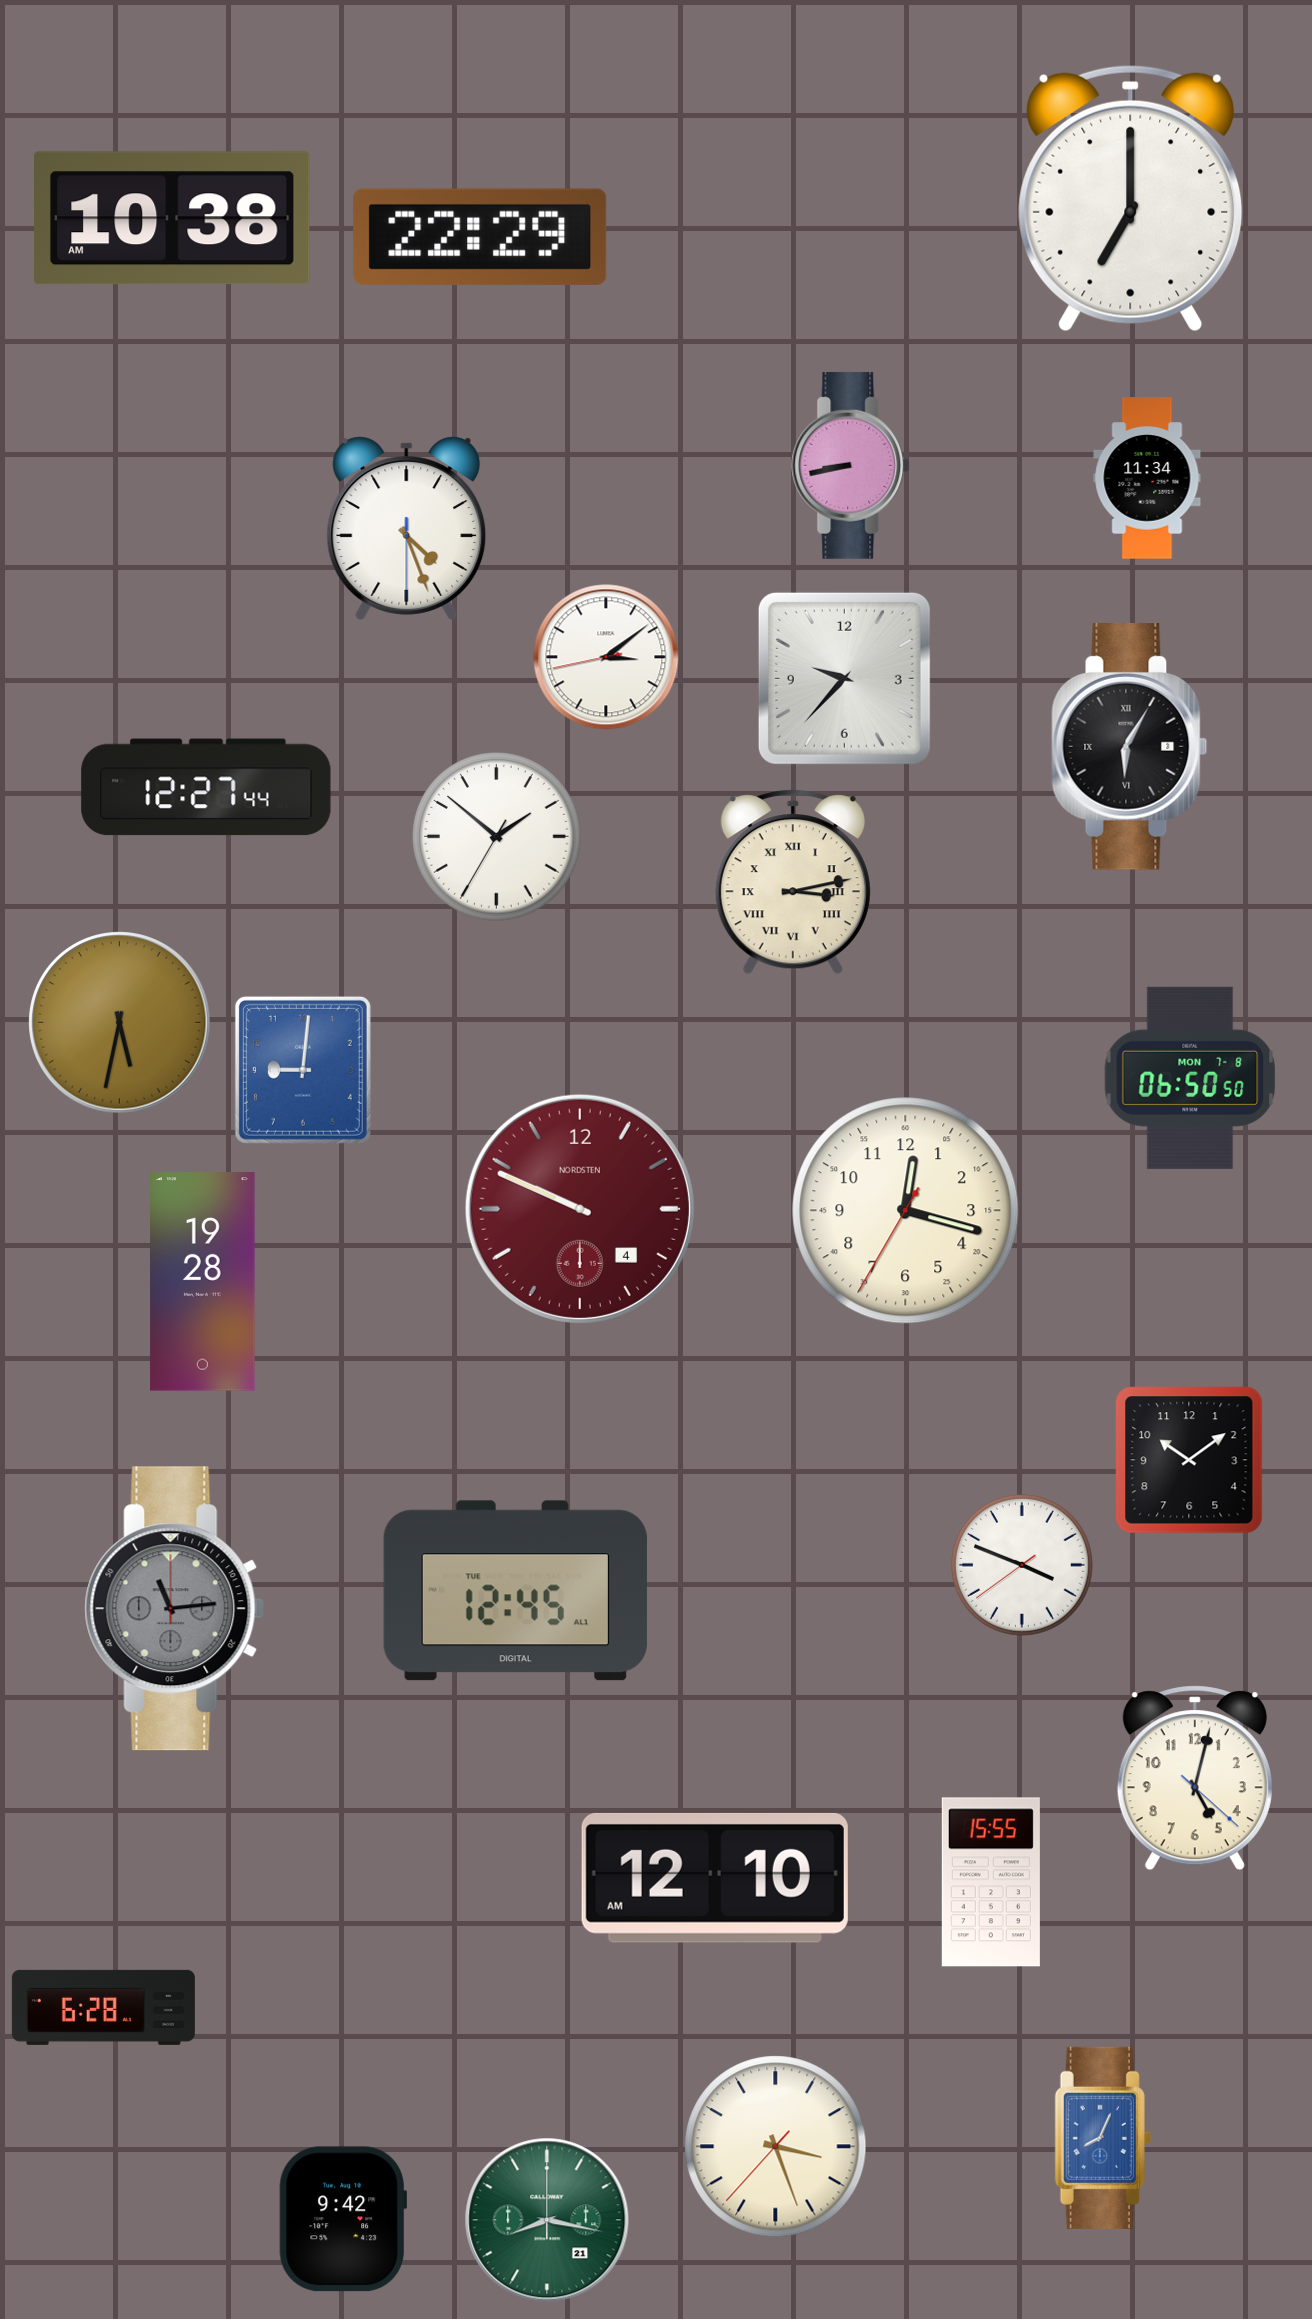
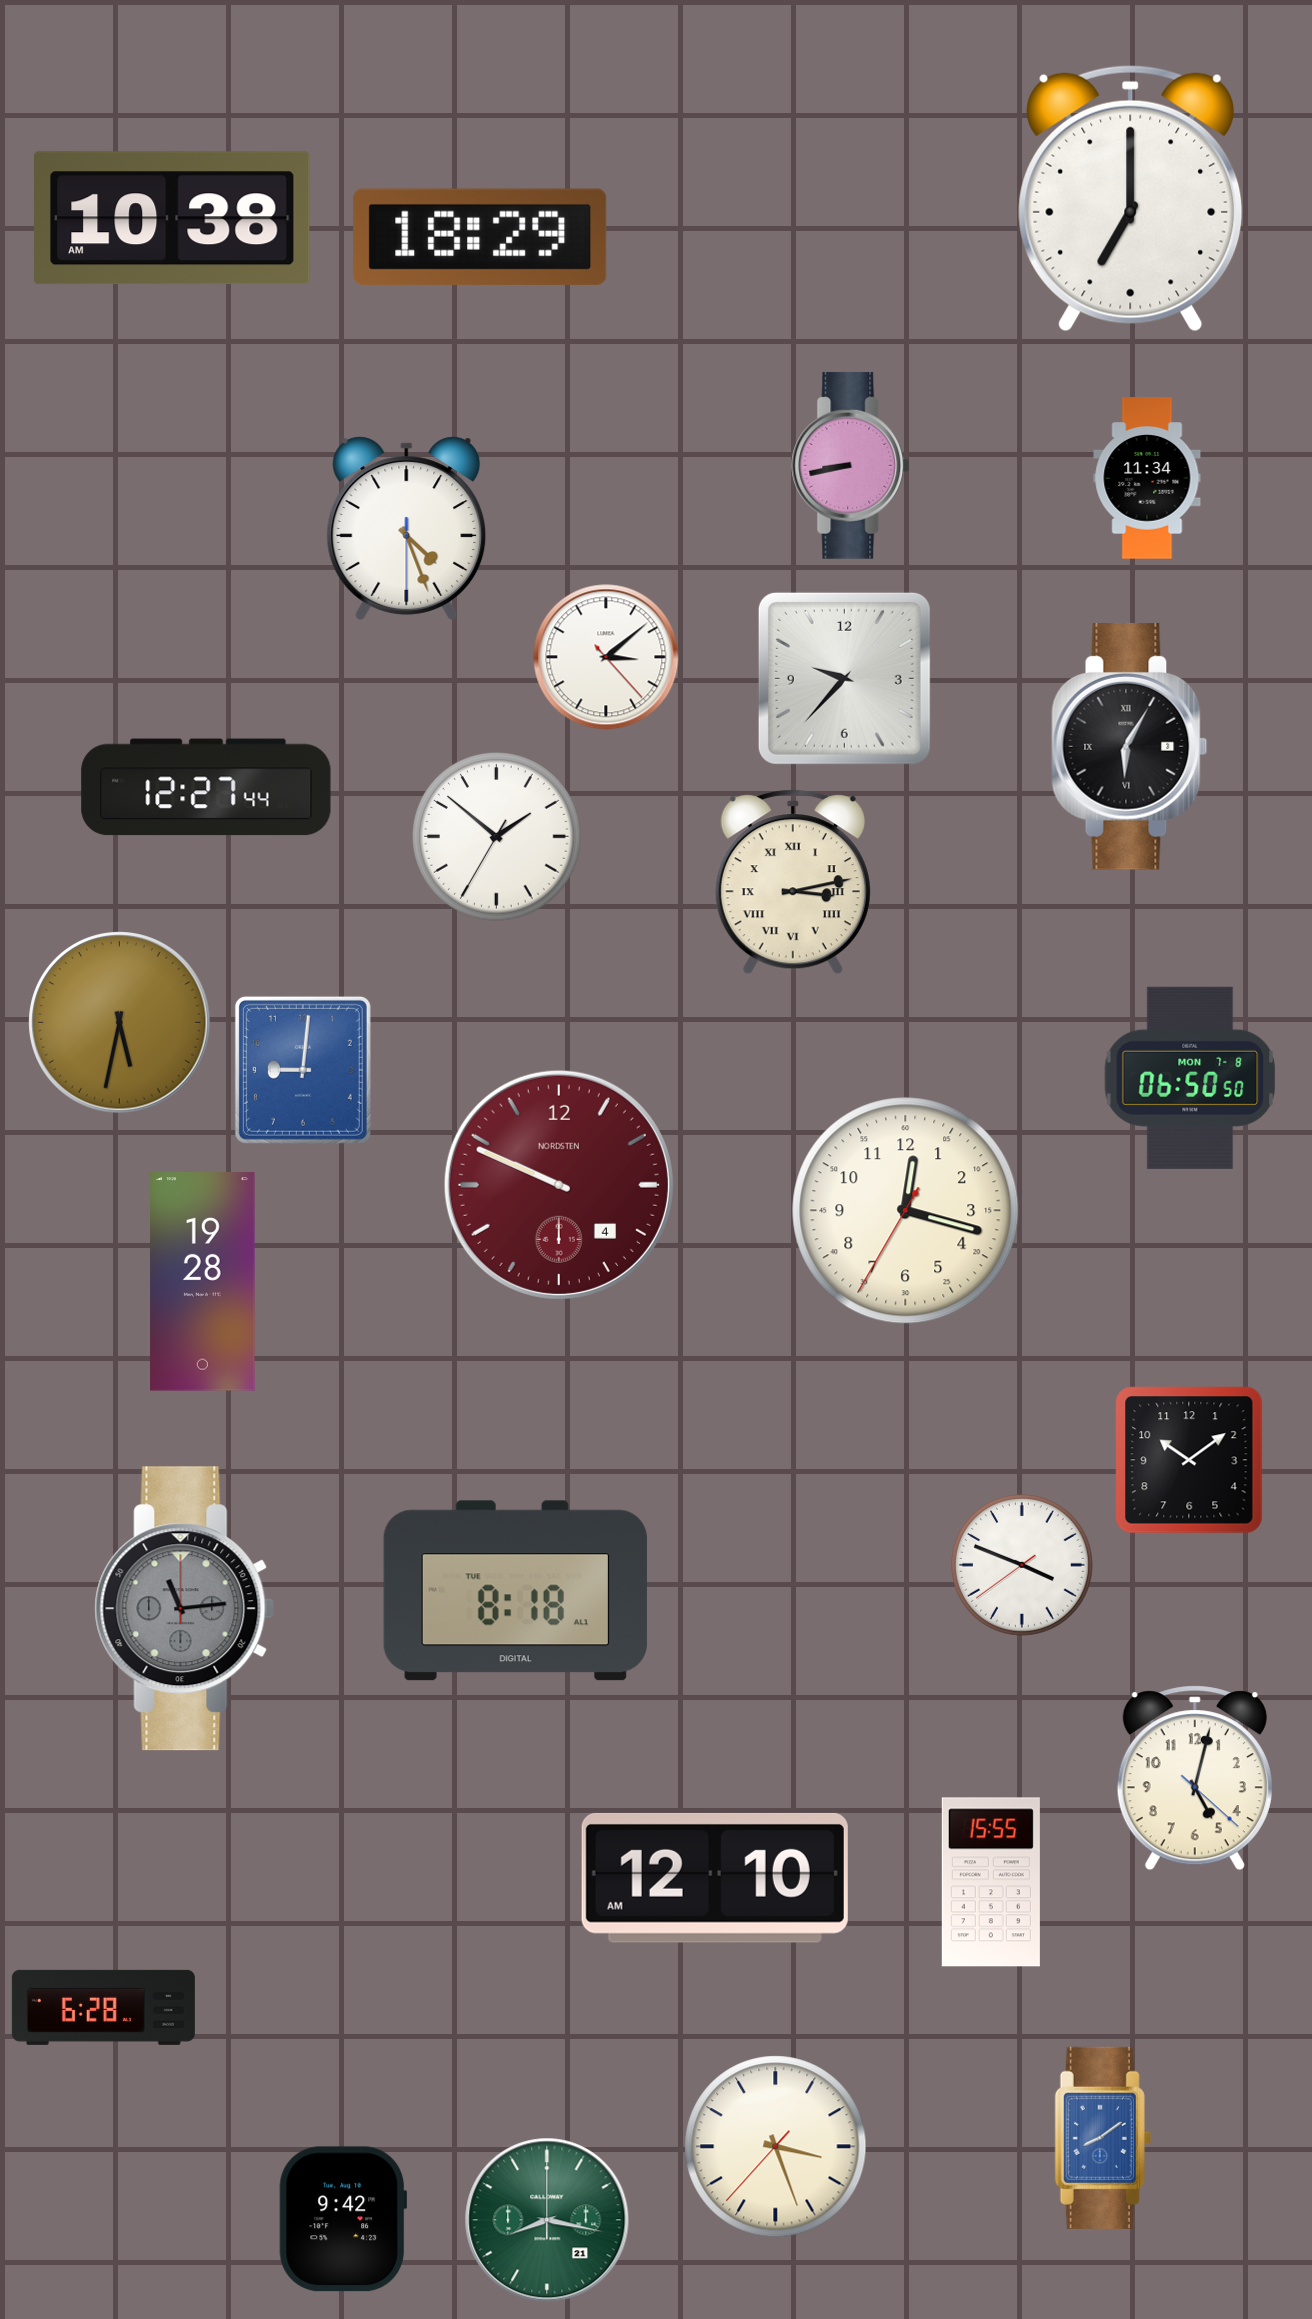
clock at (480, 237): 22:29 -> 18:29
clock at (606, 657): 3:08:43 -> 3:08:23
clock at (580, 1209) position: (580, 1209) -> (559, 1185)
clock at (515, 1591): 12:45 -> 8:18
clock at (175, 1609) position: (175, 1609) -> (185, 1609)
clock at (1103, 2138): 8:04 -> 8:09
